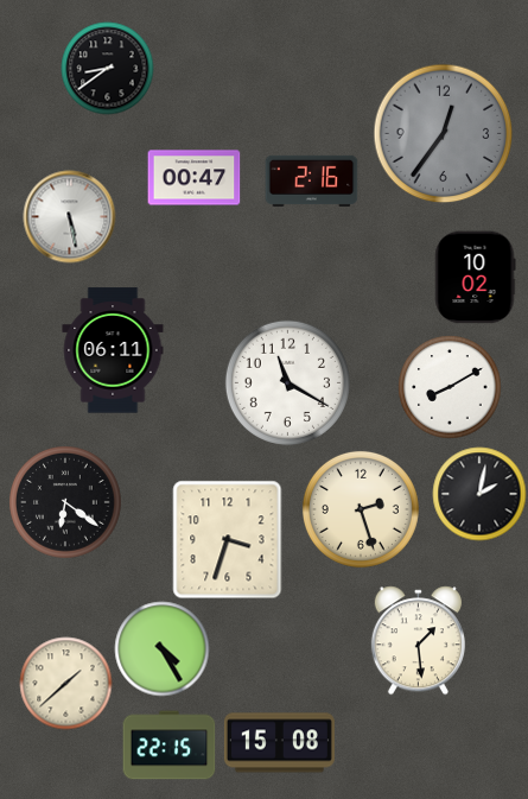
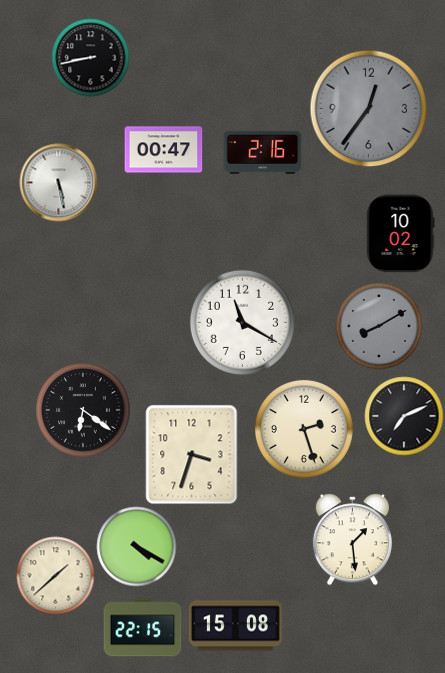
clock at (107, 68): 8:39 -> 8:43
clock at (443, 133) position: (443, 133) -> (368, 108)
clock at (113, 350): 06:11 -> none
clock at (450, 387) dial: white -> grey
clock at (479, 494): 2:02 -> 7:11
clock at (65, 502) position: (65, 502) -> (83, 410)
clock at (161, 648): 4:25 -> 4:20
